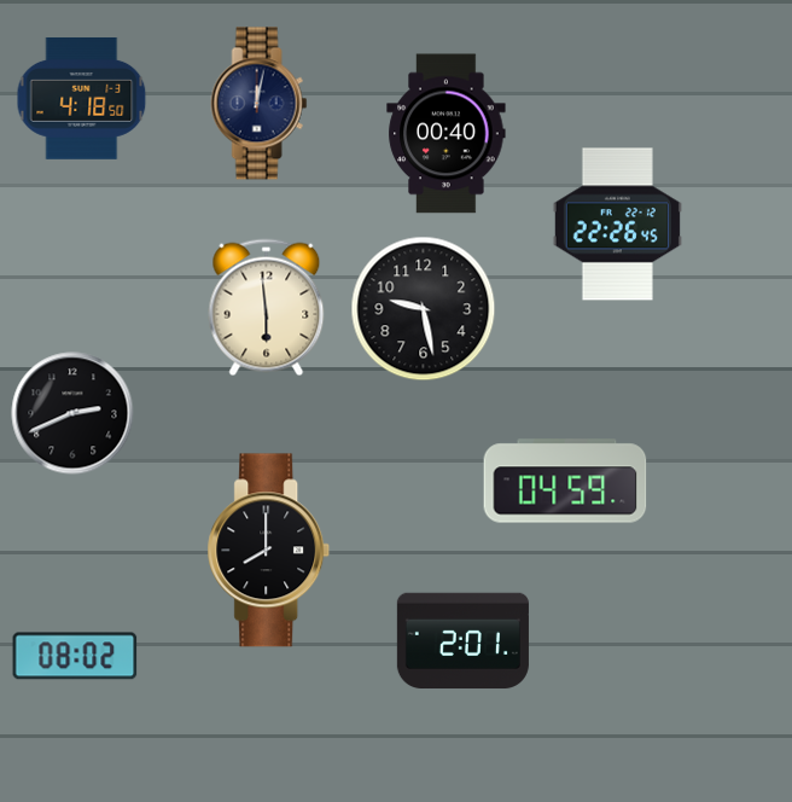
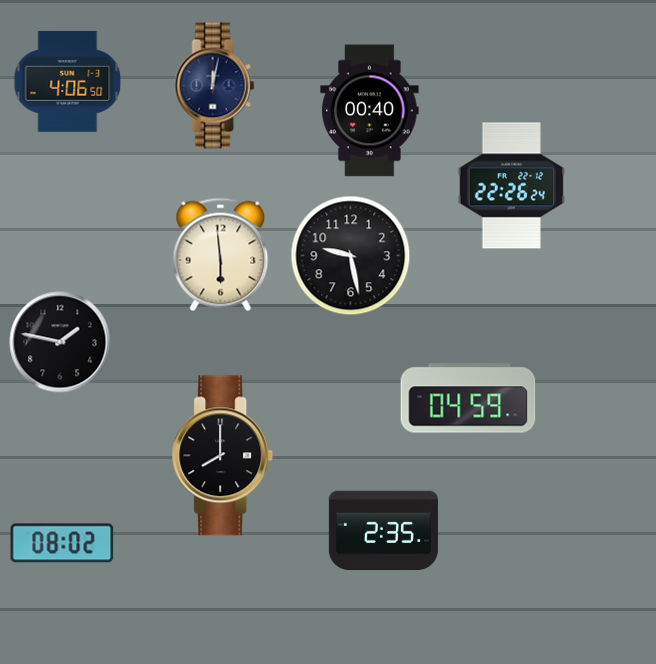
clock at (82, 98): 4:18 -> 4:06
clock at (617, 225): 22:26:45 -> 22:26:24
clock at (72, 413): 2:41 -> 1:47
clock at (462, 641): 2:01 -> 2:35
